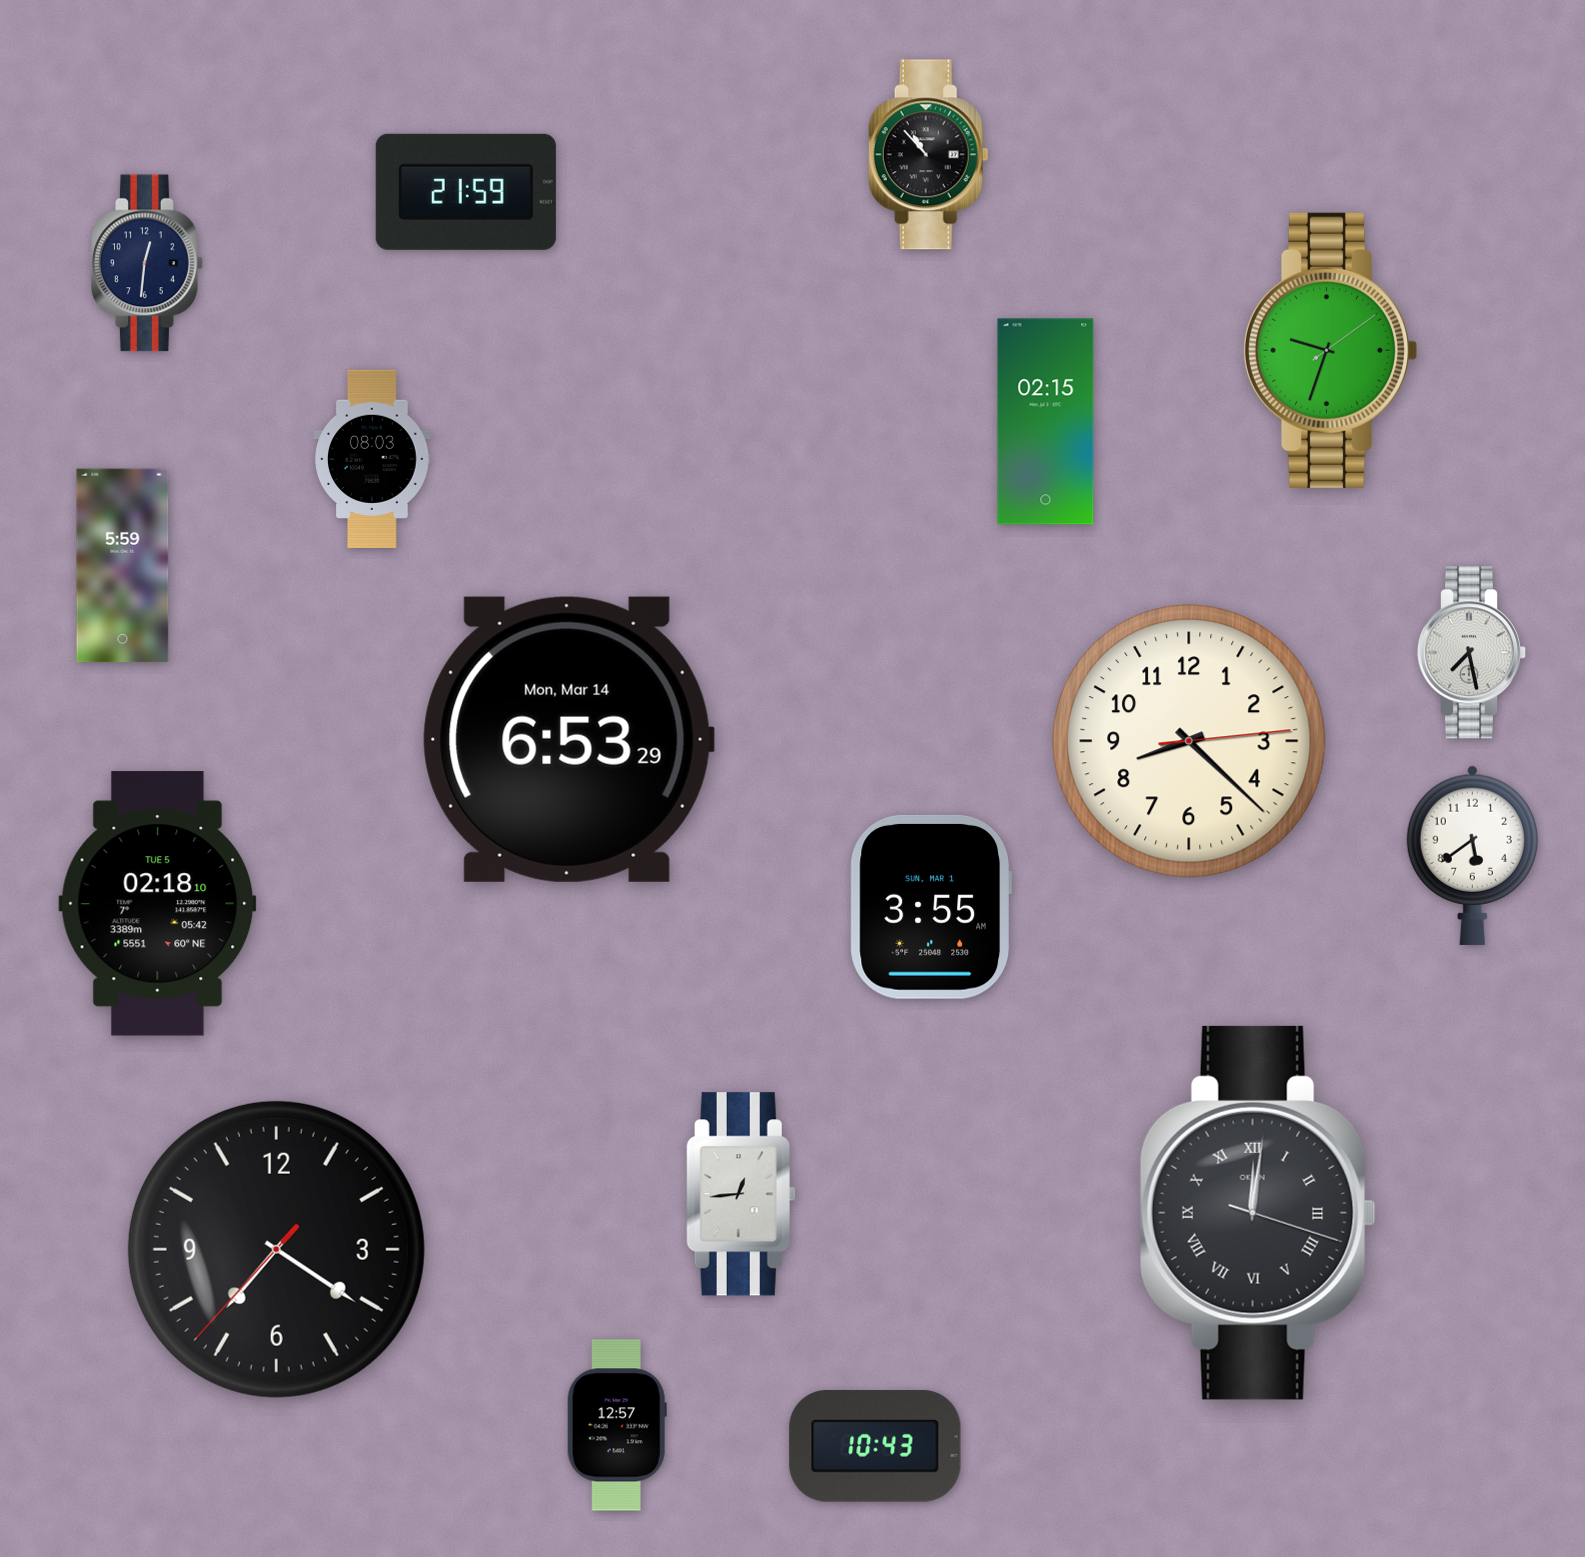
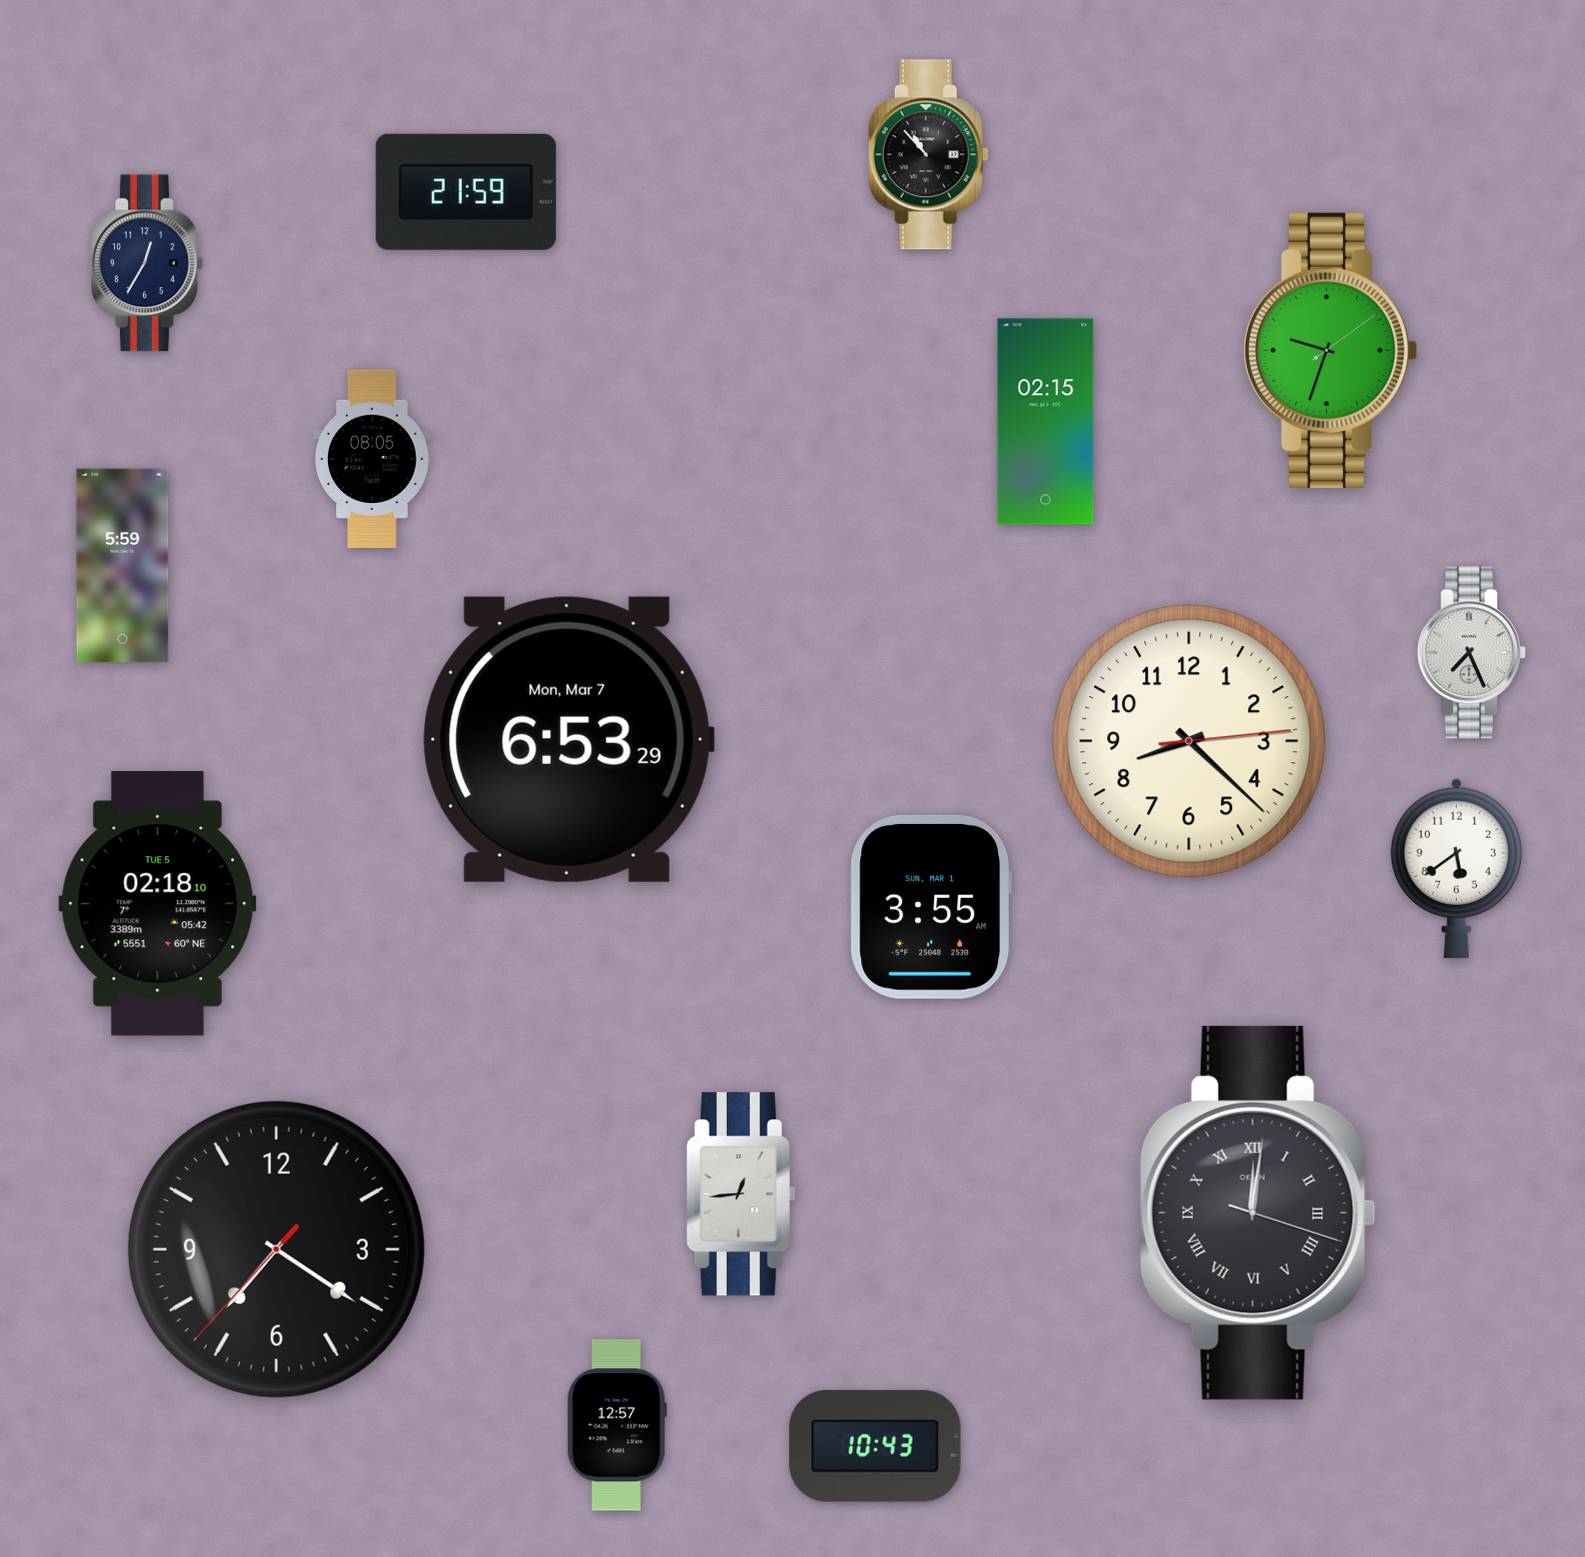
clock at (147, 263): 12:31 -> 12:35
clock at (372, 459): 08:03 -> 08:05
clock at (1472, 653): 7:28 -> 7:26
clock at (568, 739) date: Mon, Mar 14 -> Mon, Mar 7
clock at (1472, 855) position: (1472, 855) -> (1456, 868)
